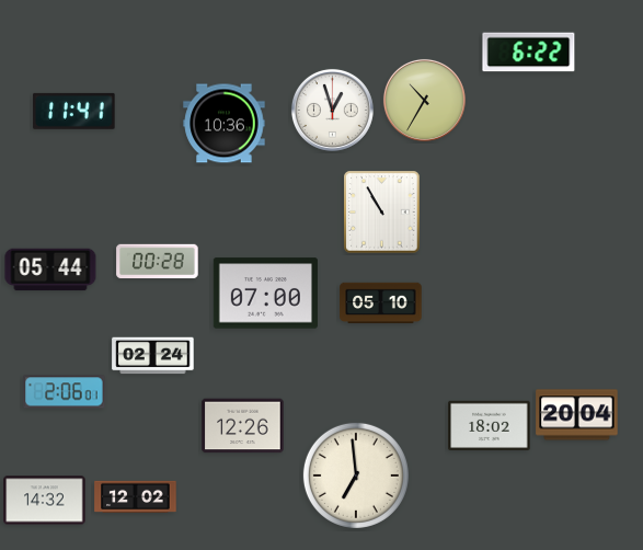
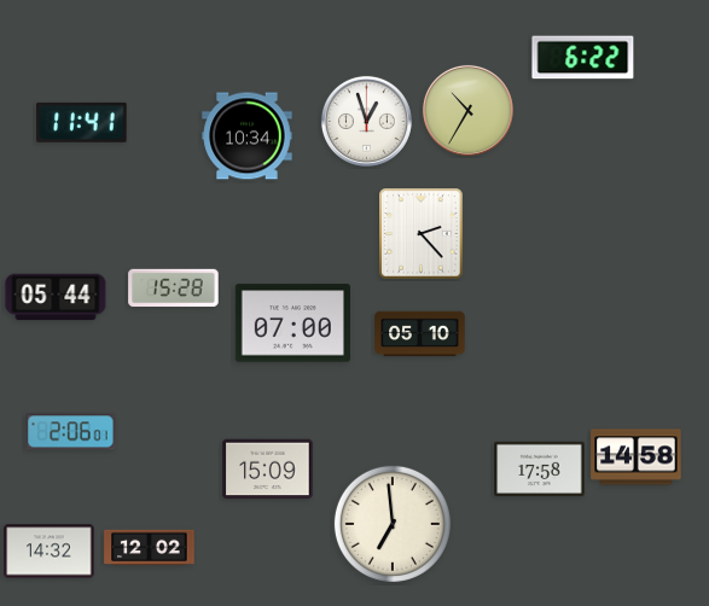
clock at (225, 124): 10:36 -> 10:34
clock at (382, 213): 10:55 -> 2:23
clock at (158, 262): 00:28 -> 15:28
clock at (153, 356): 02:24 -> none
clock at (577, 415): 20:04 -> 14:58
clock at (490, 425): 18:02 -> 17:58
clock at (243, 426): 12:26 -> 15:09
